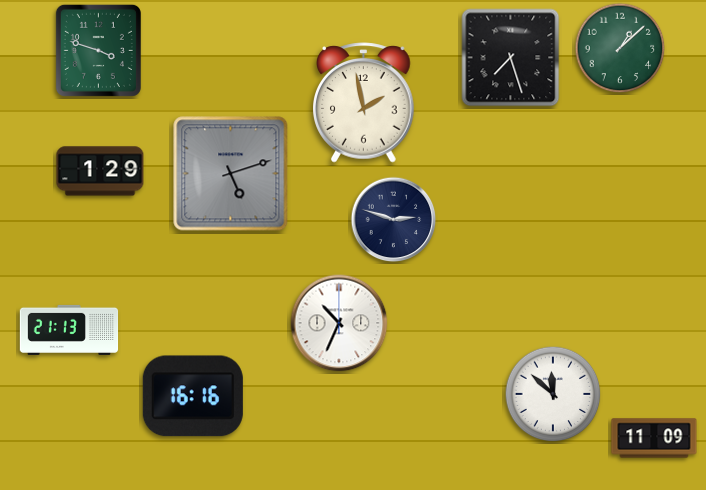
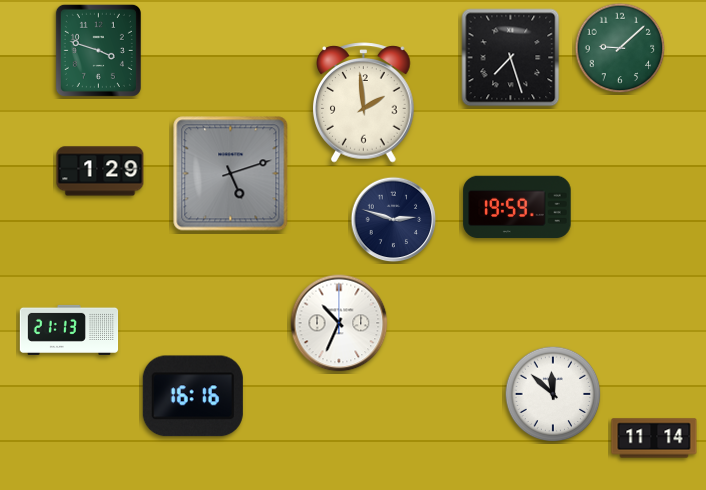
clock at (620, 48): 1:08 -> 9:08
clock at (364, 103): 1:58 -> 1:59
clock at (517, 207): none -> 19:59
clock at (654, 438): 11:09 -> 11:14
